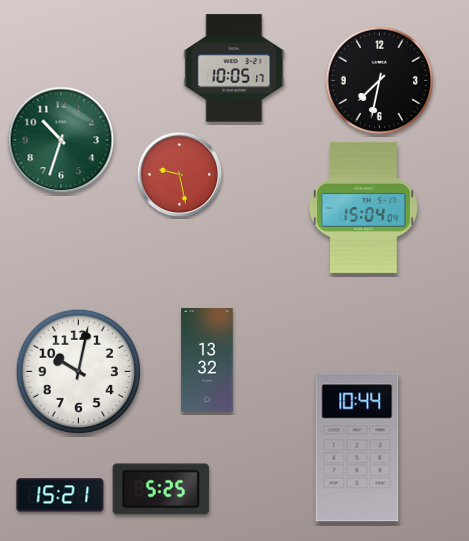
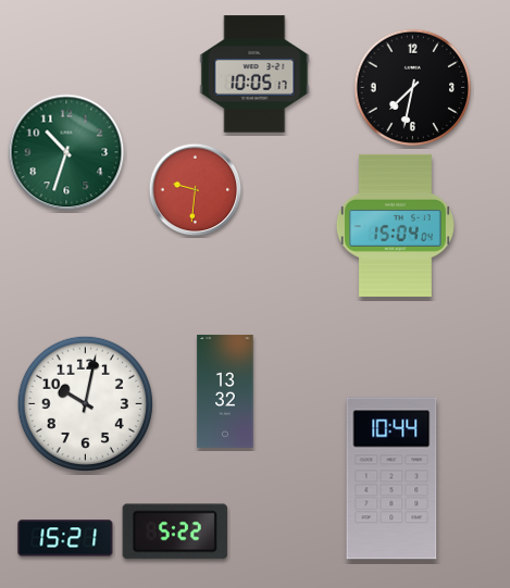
clock at (180, 175): 9:28 -> 9:31
clock at (357, 447) position: (357, 447) -> (391, 478)
clock at (161, 489): 5:25 -> 5:22
